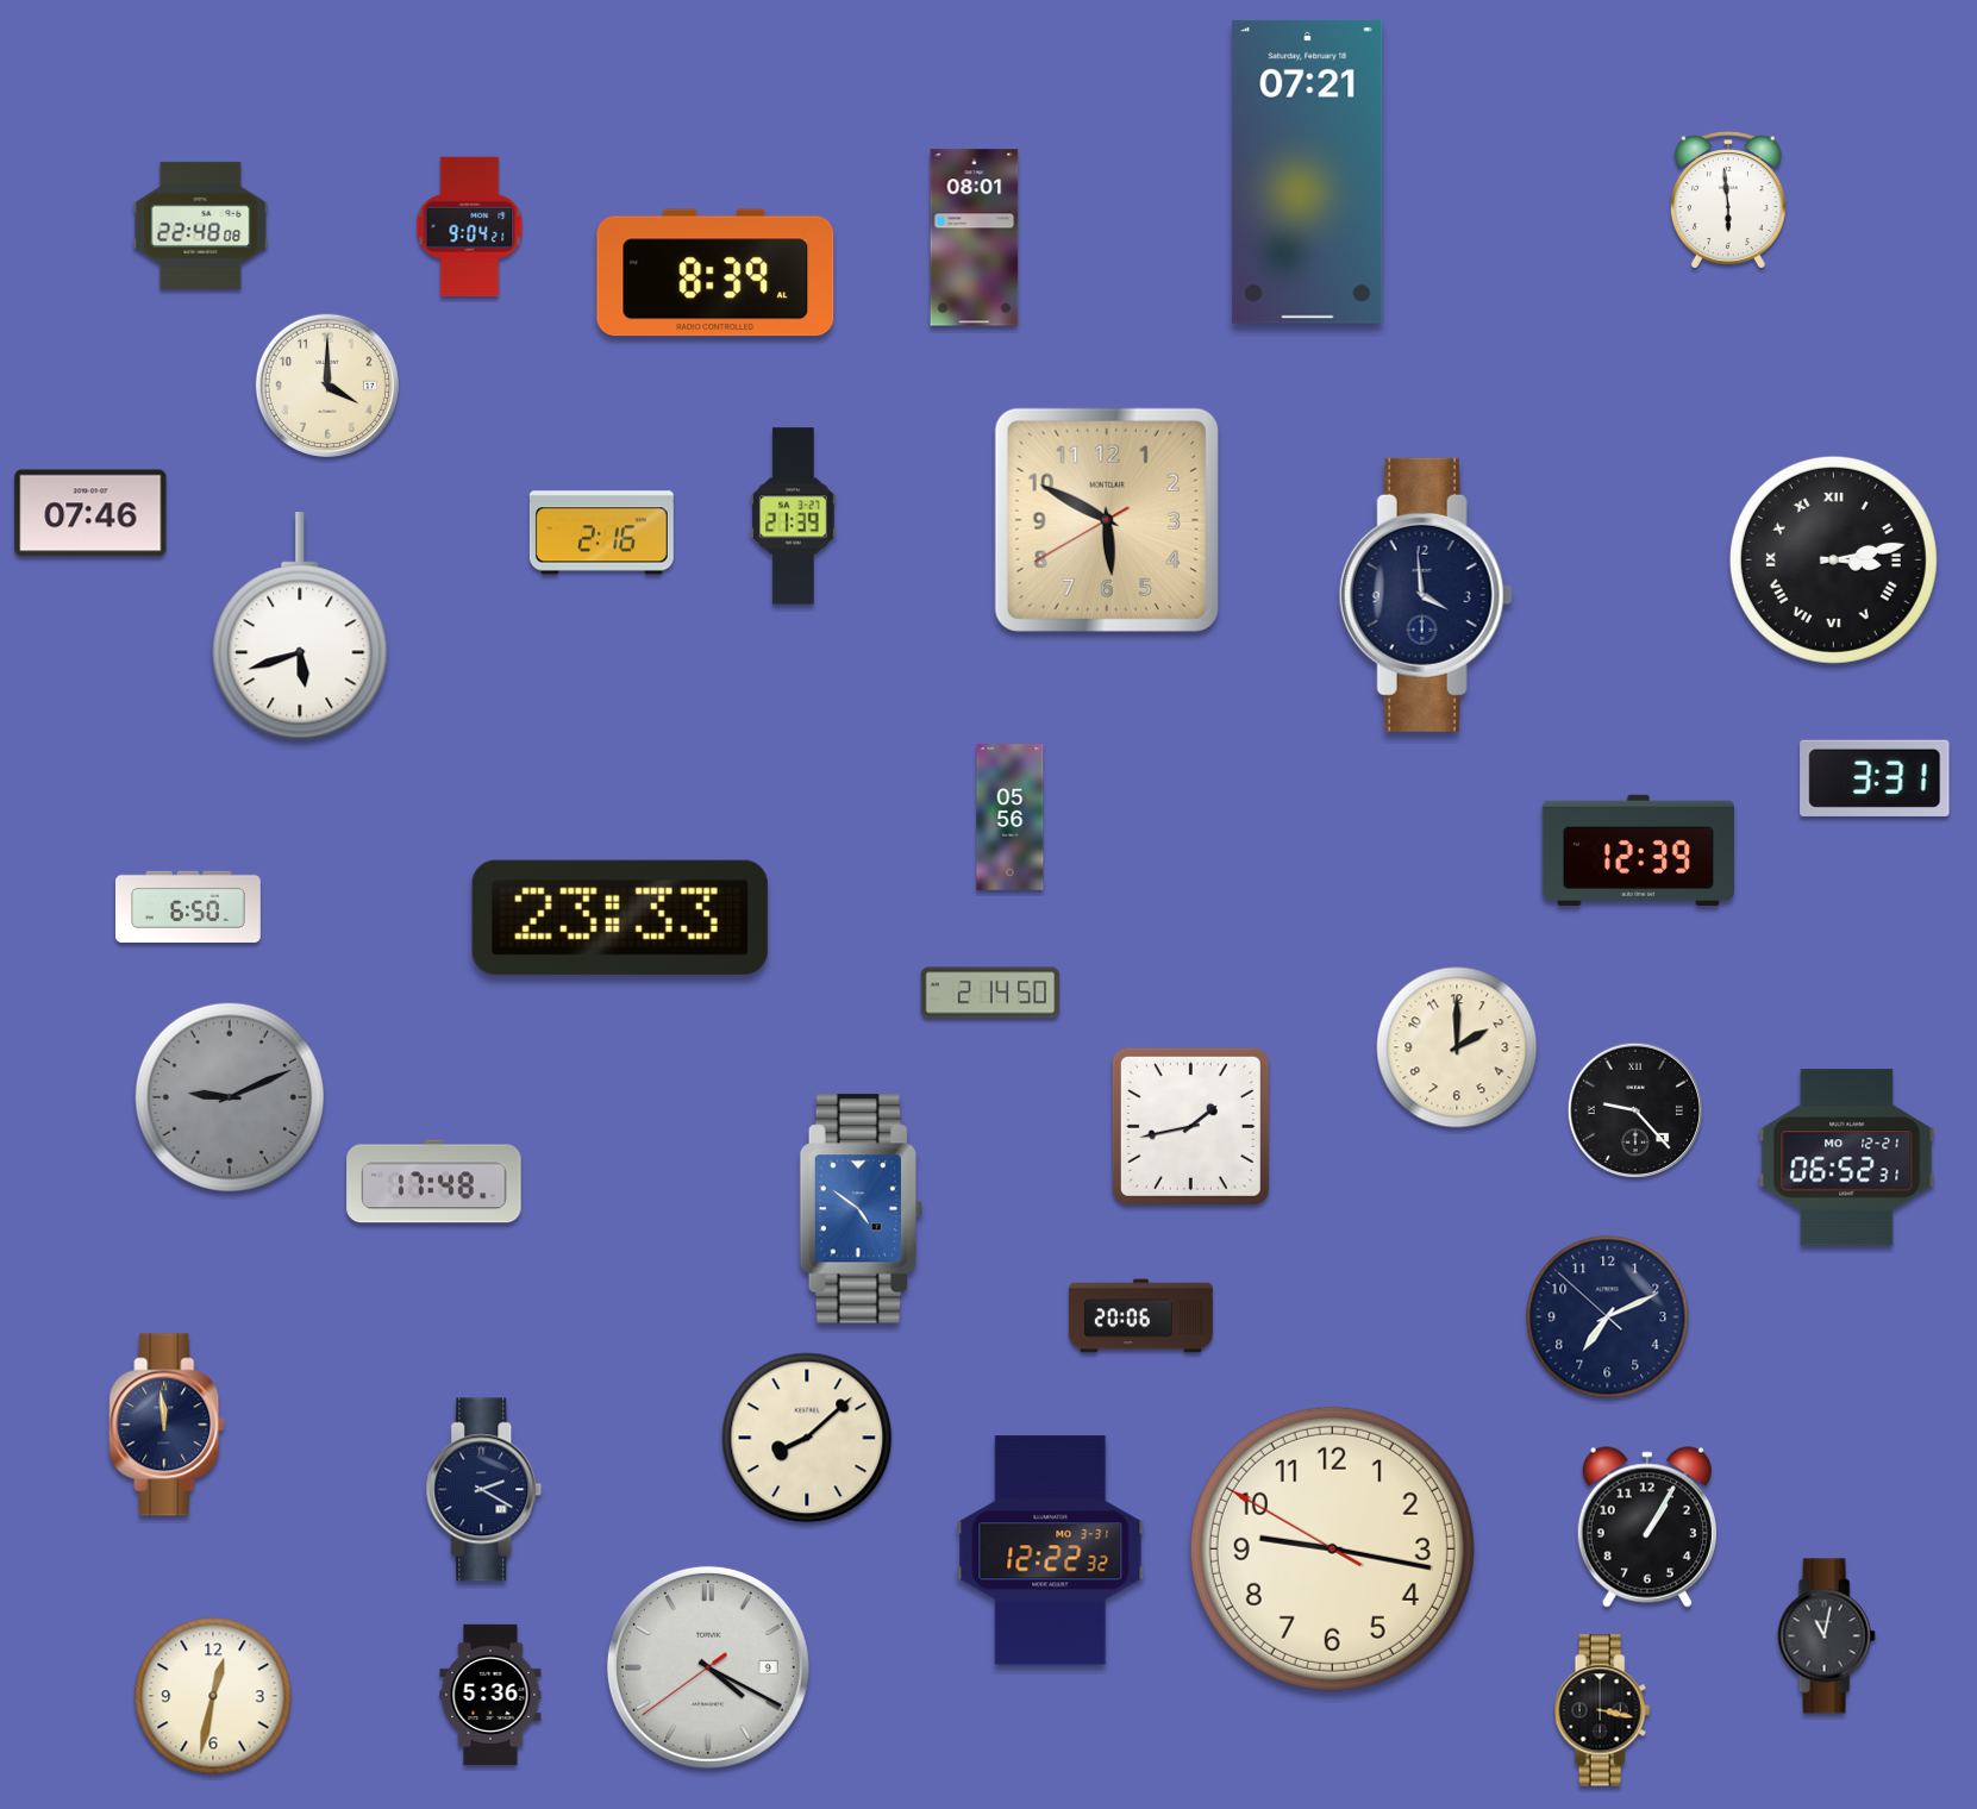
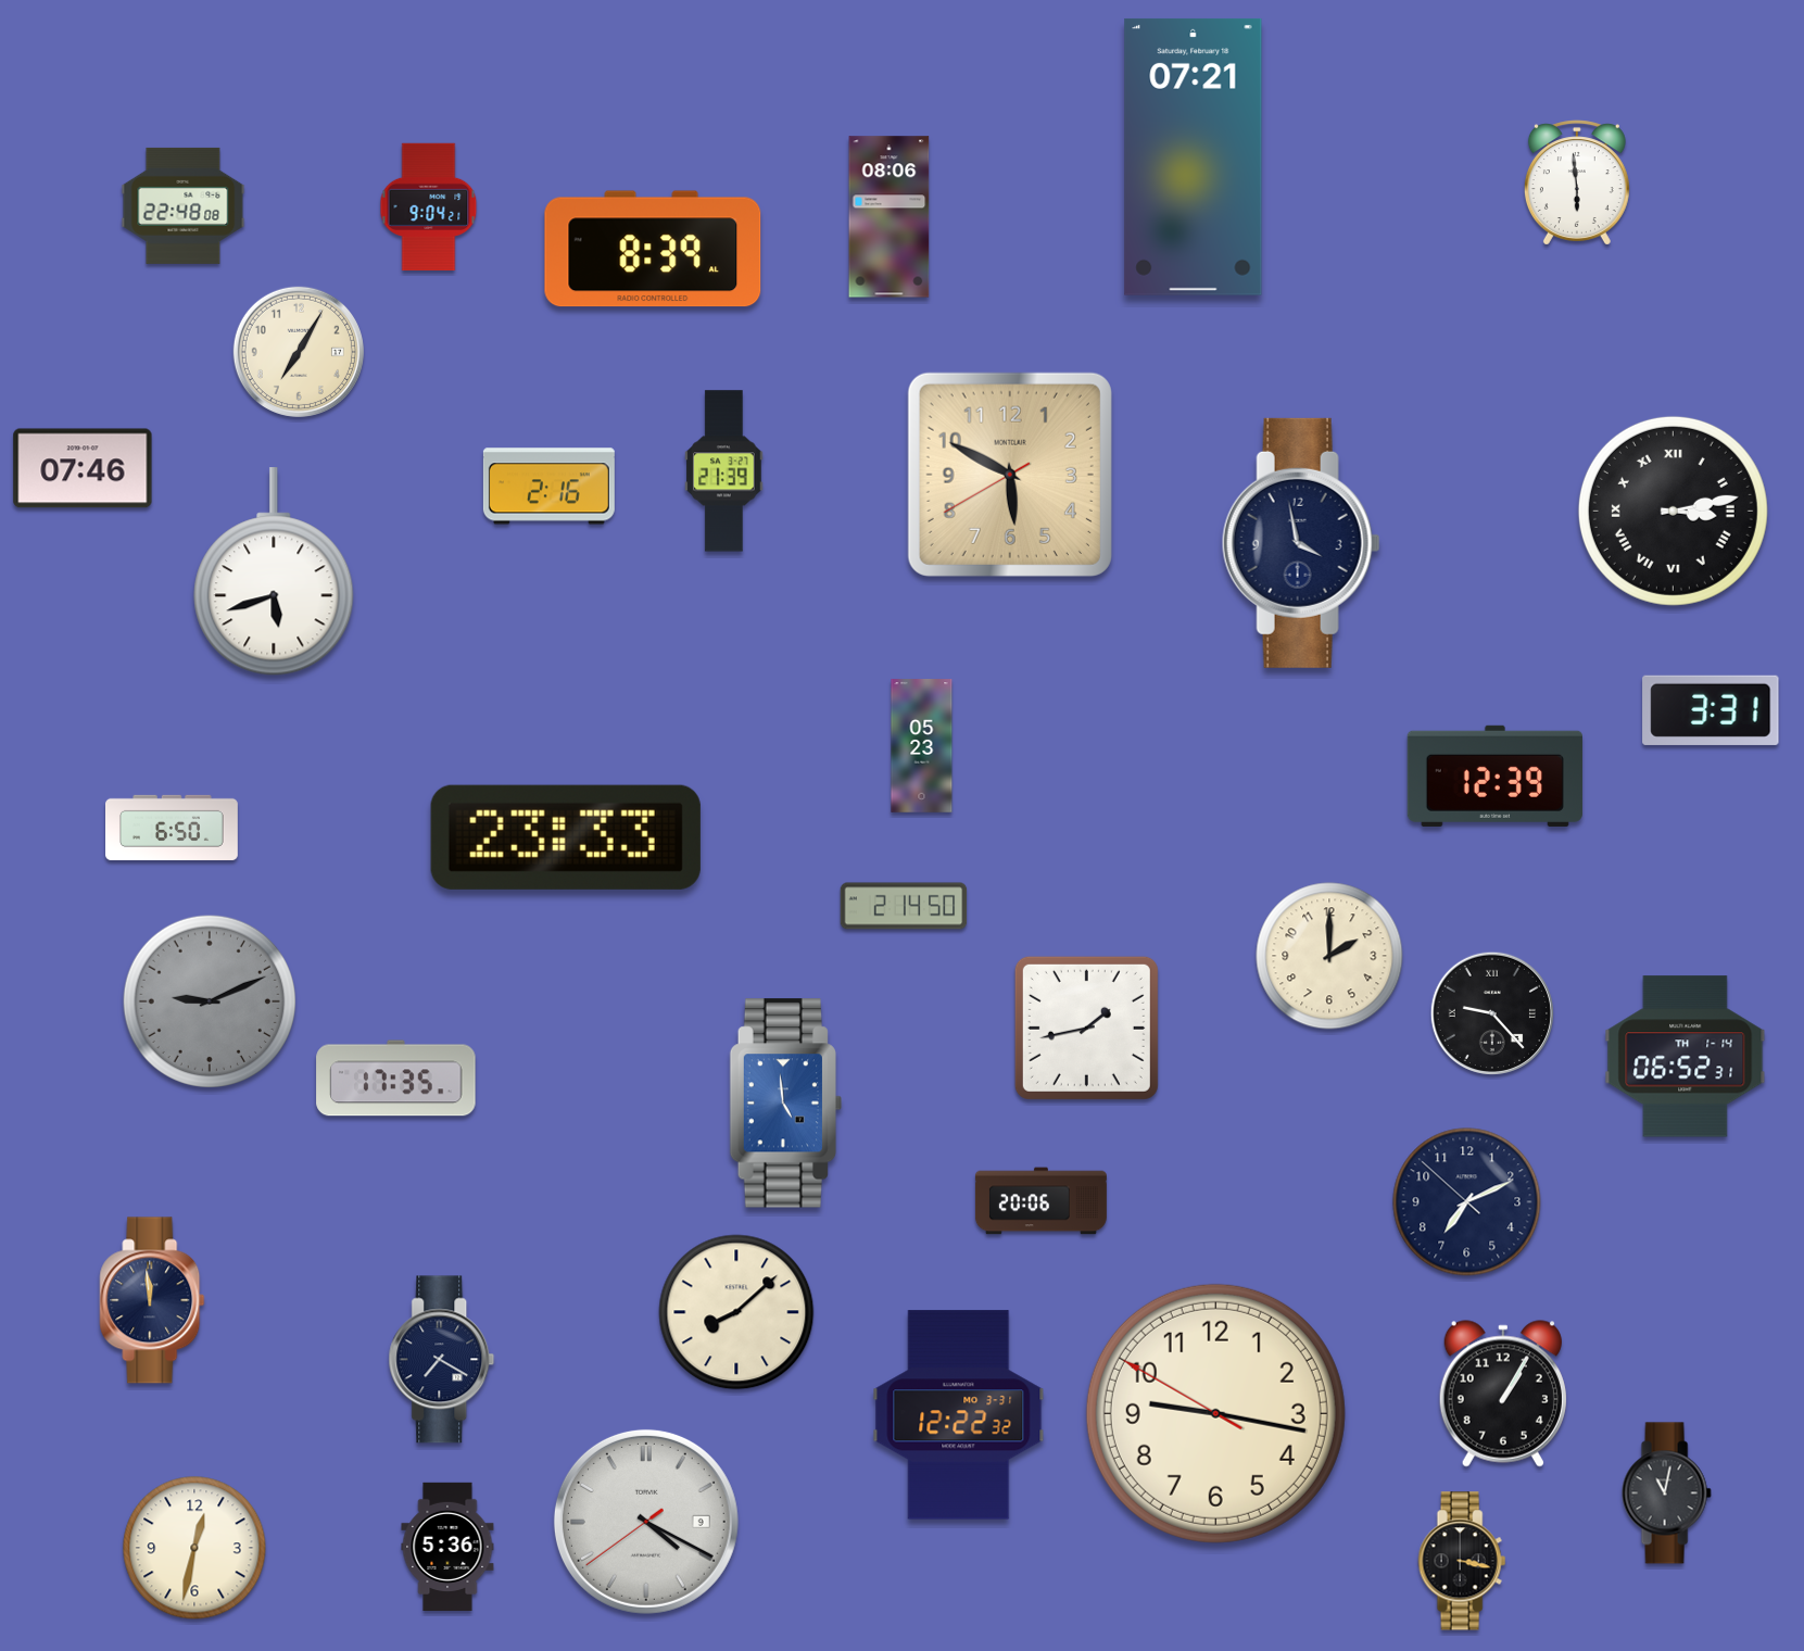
clock at (975, 238): 08:01 -> 08:06
clock at (327, 386): 4:00 -> 7:05
clock at (1426, 595): 3:59 -> 3:58
clock at (1011, 818): 05:56 -> 05:23
clock at (1847, 1158) date: MO 12-21 -> TH 1-14
clock at (434, 1182): 17:48 -> 17:35
clock at (861, 1209): 4:51 -> 4:59
clock at (484, 1490): 2:20 -> 7:20
